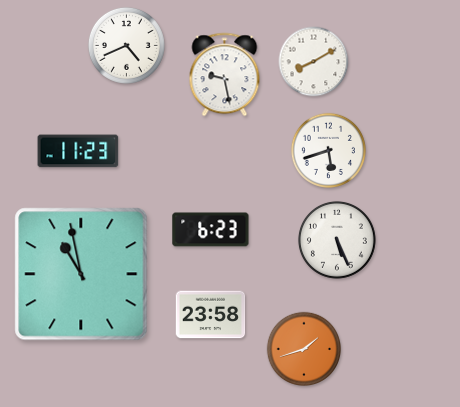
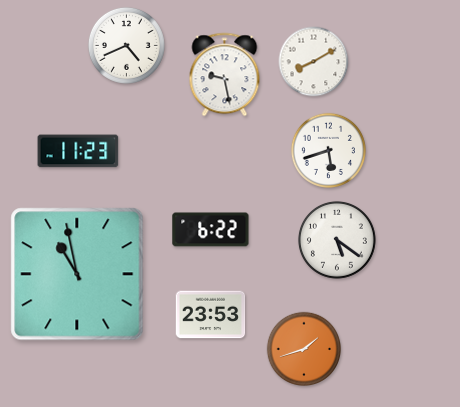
clock at (211, 230): 6:23 -> 6:22
clock at (337, 240): 5:26 -> 5:21
clock at (81, 274) position: (81, 274) -> (77, 274)
clock at (211, 315): 23:58 -> 23:53
